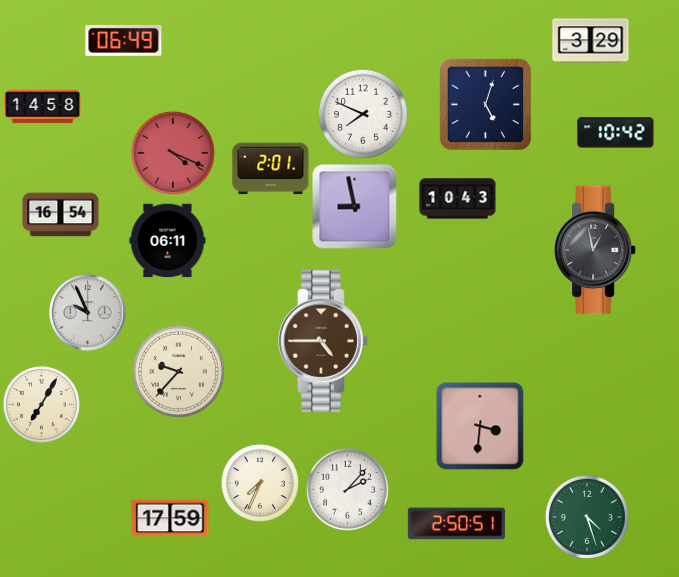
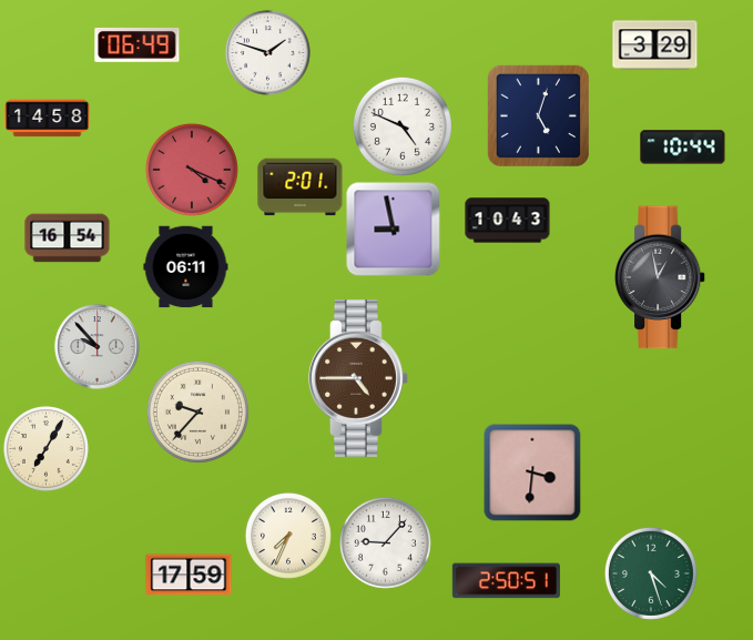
clock at (267, 52): none -> 1:48
clock at (363, 114): 7:49 -> 4:49
clock at (616, 133): 10:42 -> 10:44
clock at (88, 313): 9:56 -> 9:53
clock at (347, 489): 2:07 -> 9:07
